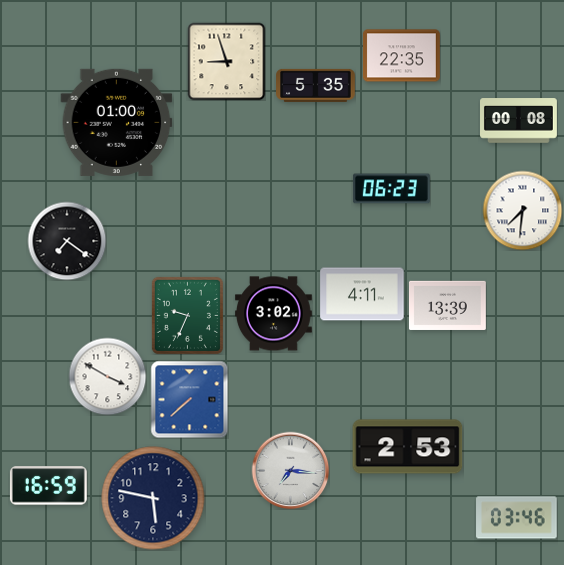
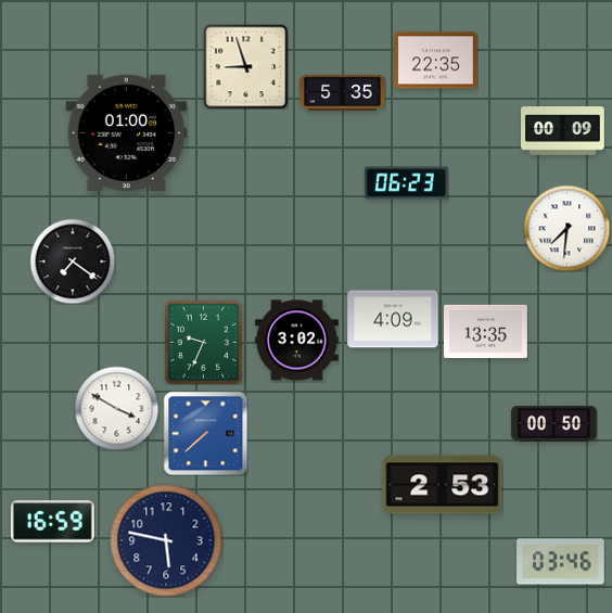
clock at (519, 121): 00:08 -> 00:09
clock at (391, 189) position: (391, 189) -> (406, 183)
clock at (362, 294): 4:11 -> 4:09
clock at (447, 305): 13:39 -> 13:35
clock at (554, 424): none -> 00:50
clock at (290, 470): 7:16 -> none
clock at (48, 486) position: (48, 486) -> (52, 522)
